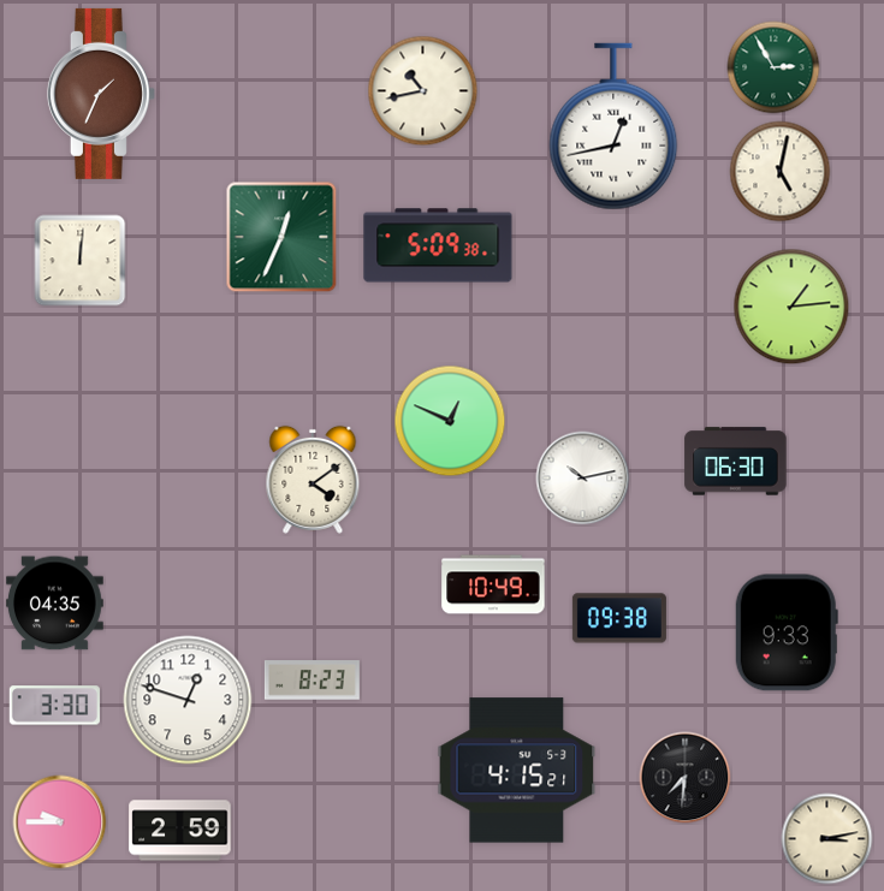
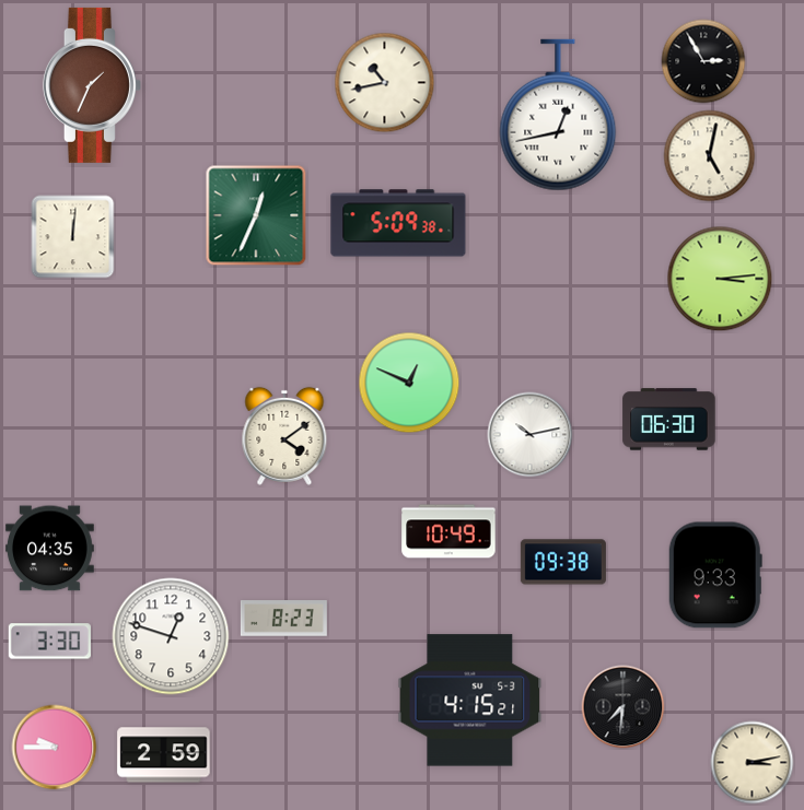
clock at (773, 67) dial: green -> black
clock at (791, 307): 1:14 -> 3:14
